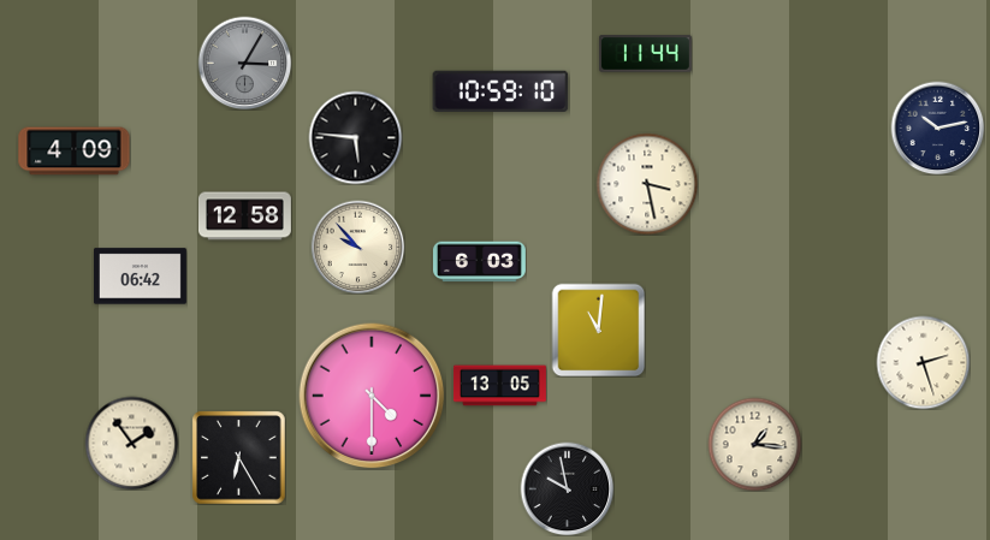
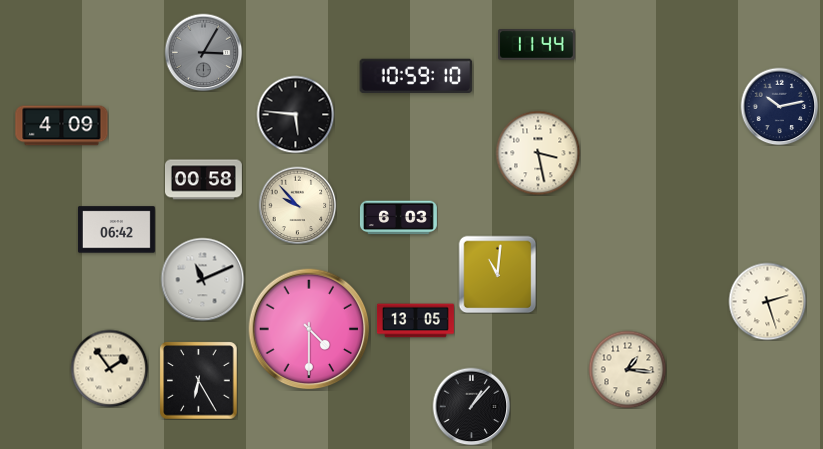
clock at (244, 216): 12:58 -> 00:58
clock at (202, 279): none -> 11:11
clock at (567, 488): 9:58 -> 1:07
